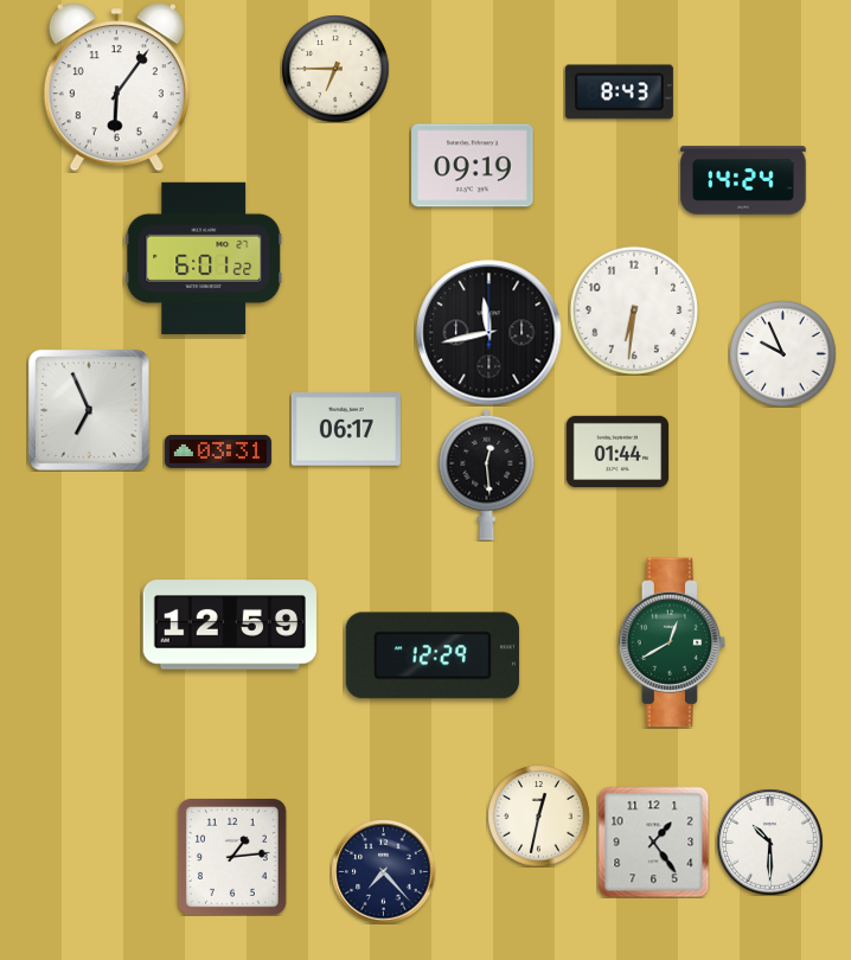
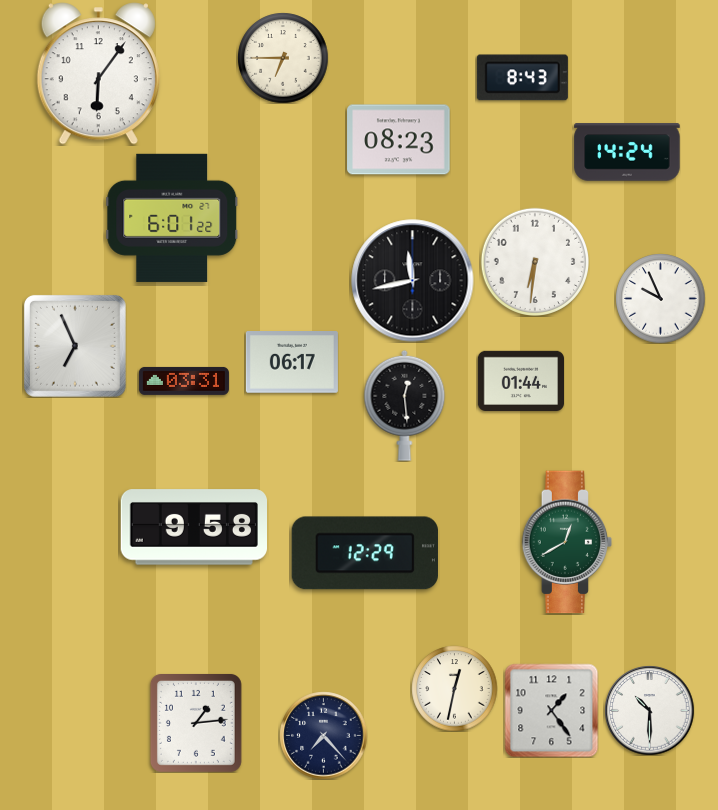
clock at (473, 166): 09:19 -> 08:23
clock at (487, 474) position: (487, 474) -> (405, 405)
clock at (229, 625): 12:59 -> 9:58
